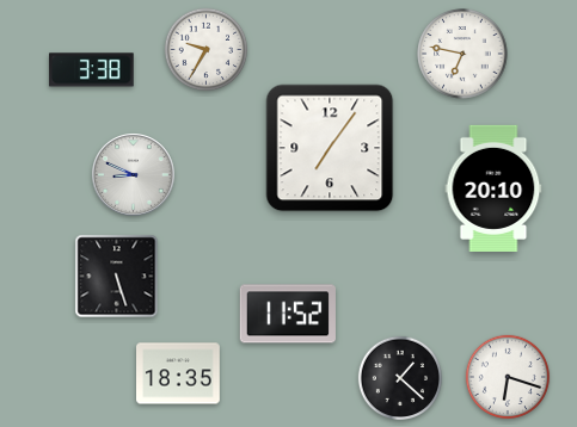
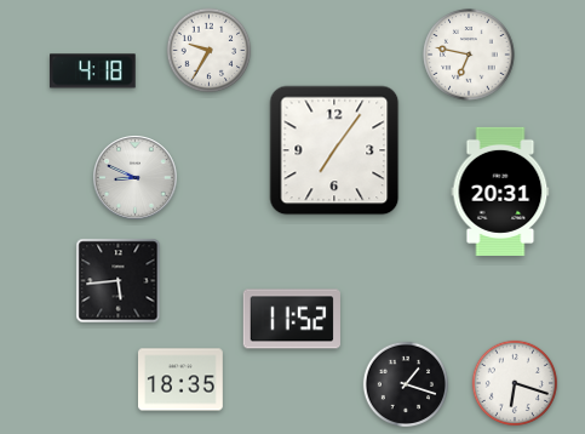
clock at (92, 70): 3:38 -> 4:18
clock at (493, 188): 20:10 -> 20:31
clock at (117, 277): 5:27 -> 5:44
clock at (400, 378): 1:22 -> 1:18
